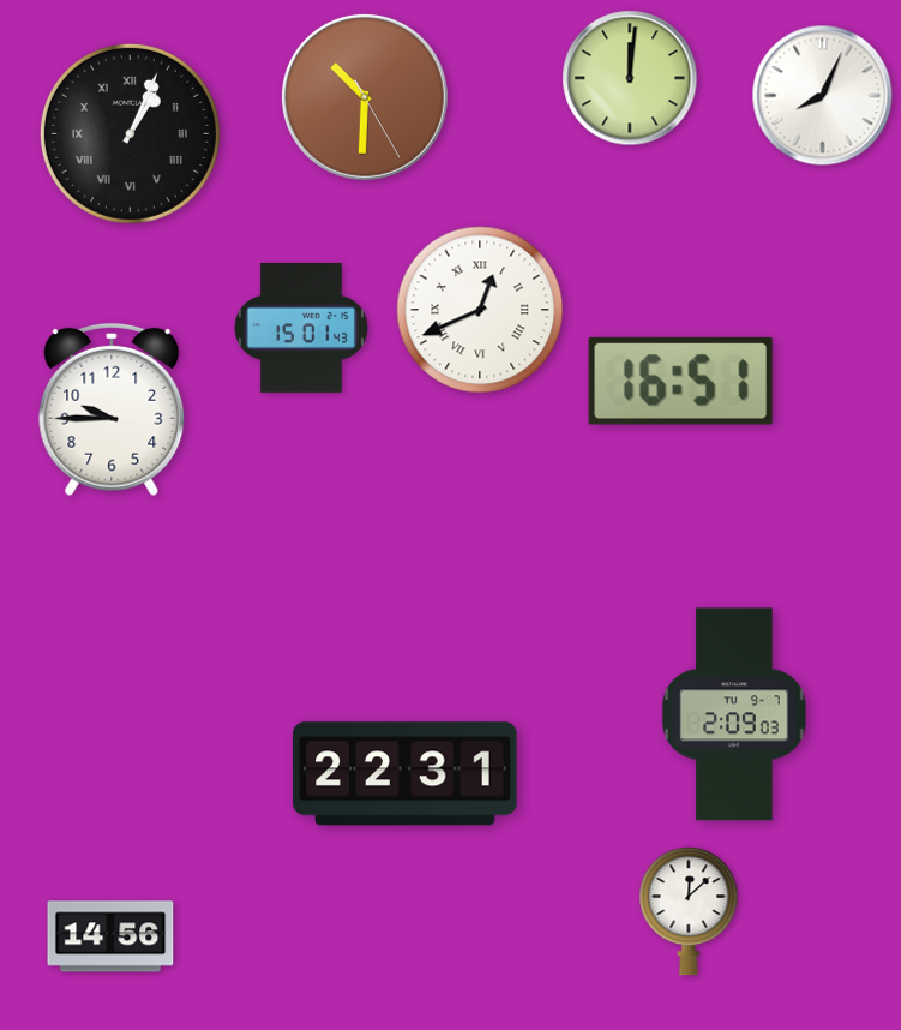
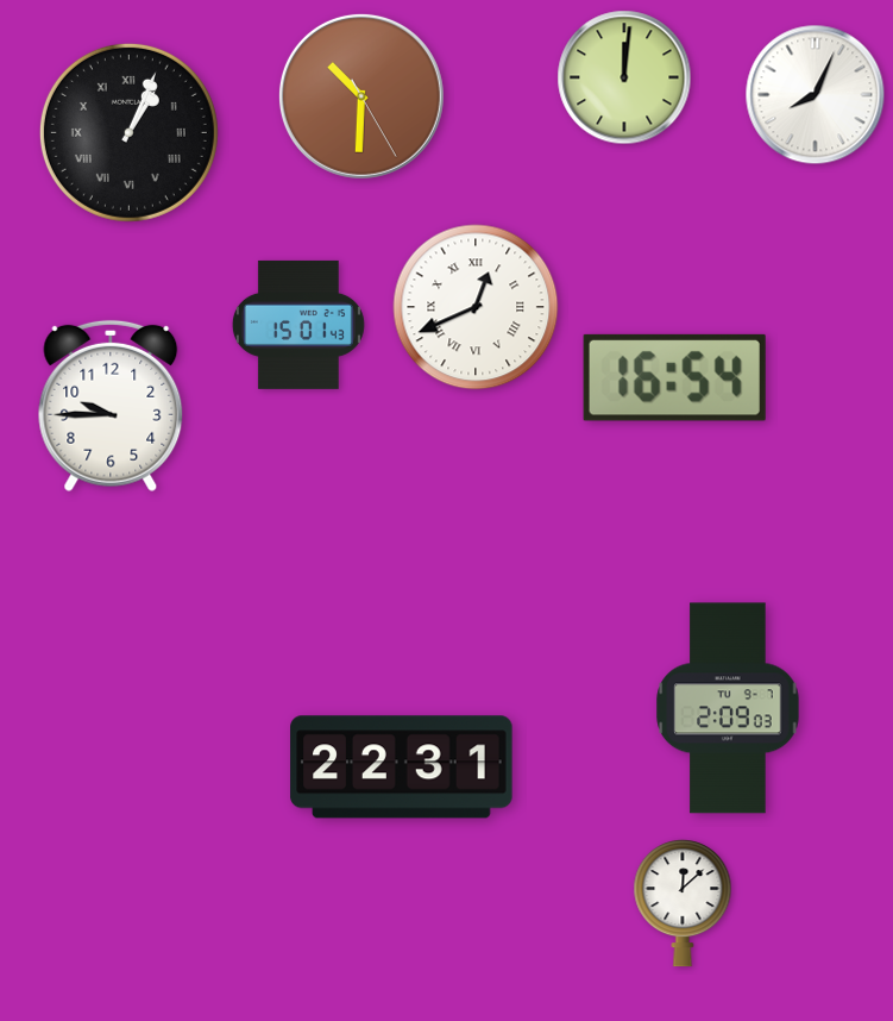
clock at (680, 381): 16:51 -> 16:54
clock at (110, 936): 14:56 -> none
